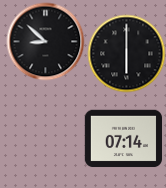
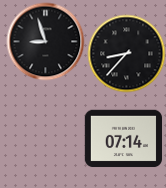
clock at (45, 41): 8:52 -> 8:57
clock at (126, 53): 6:00 -> 8:37
